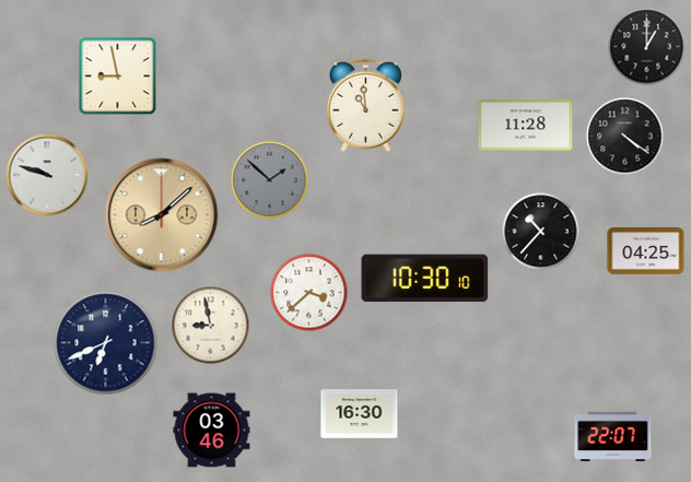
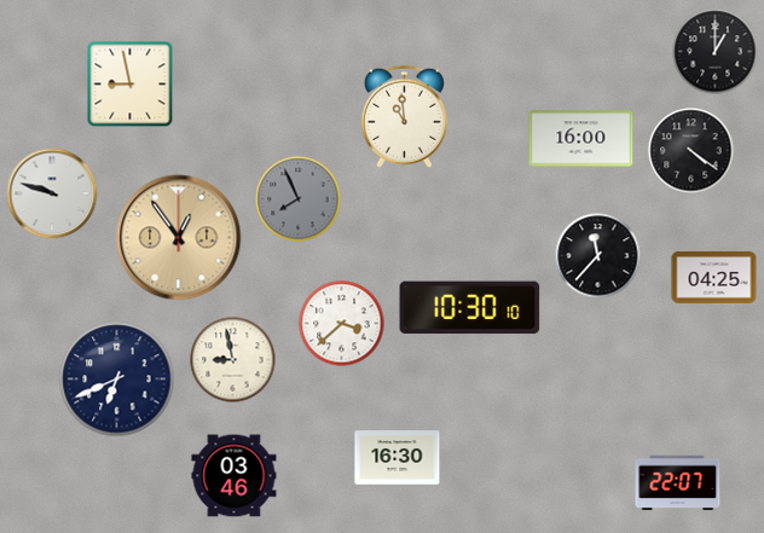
clock at (526, 126): 11:28 -> 16:00
clock at (270, 180): 1:52 -> 7:56
clock at (162, 215): 8:08 -> 12:54
clock at (541, 232): 10:37 -> 11:37
